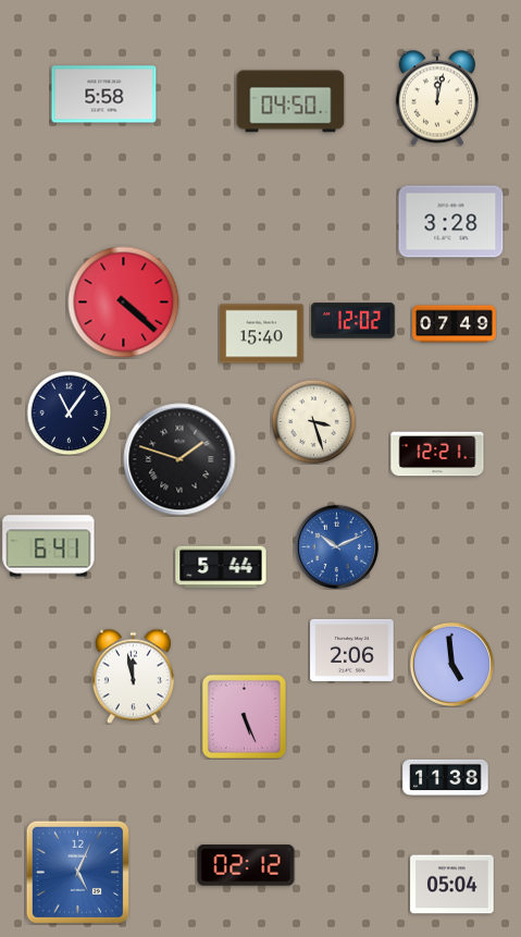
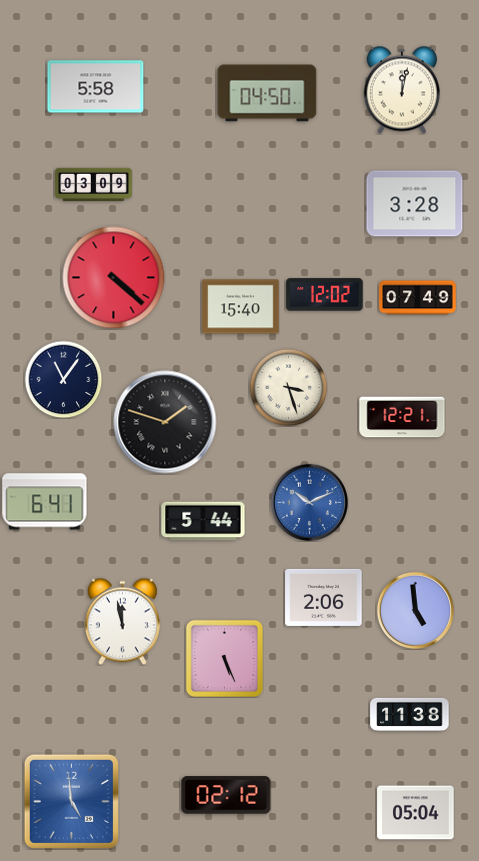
clock at (94, 184): none -> 03:09
clock at (77, 872): 5:04 -> 4:59
